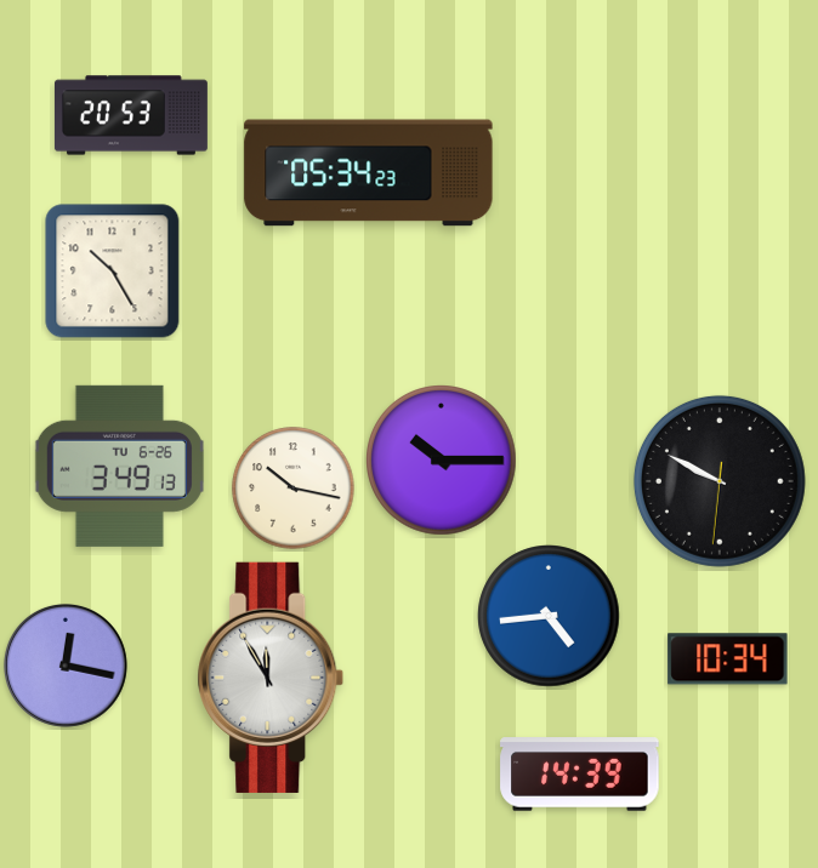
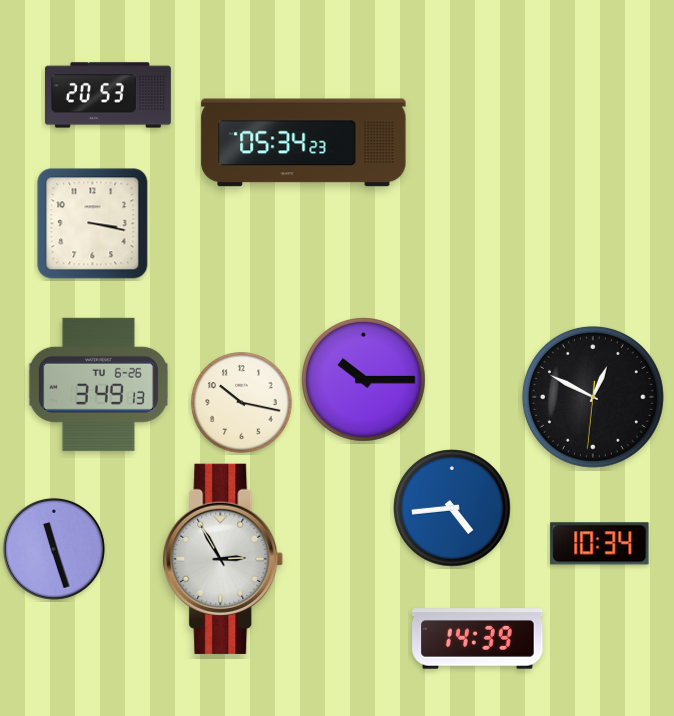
clock at (113, 272): 10:25 -> 3:17
clock at (720, 481): 9:49 -> 12:49
clock at (66, 666): 12:17 -> 11:27
clock at (271, 678): 11:55 -> 2:55
